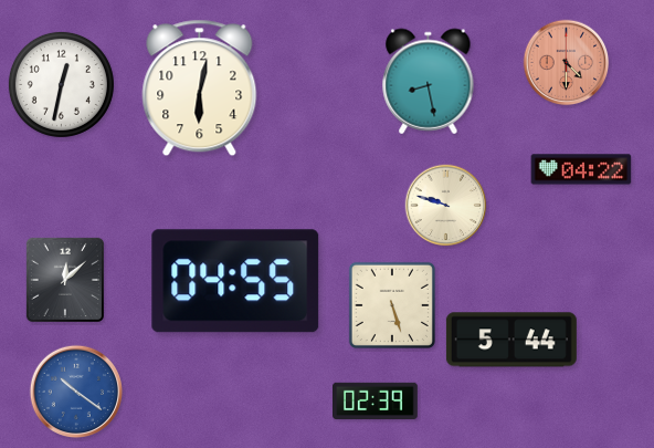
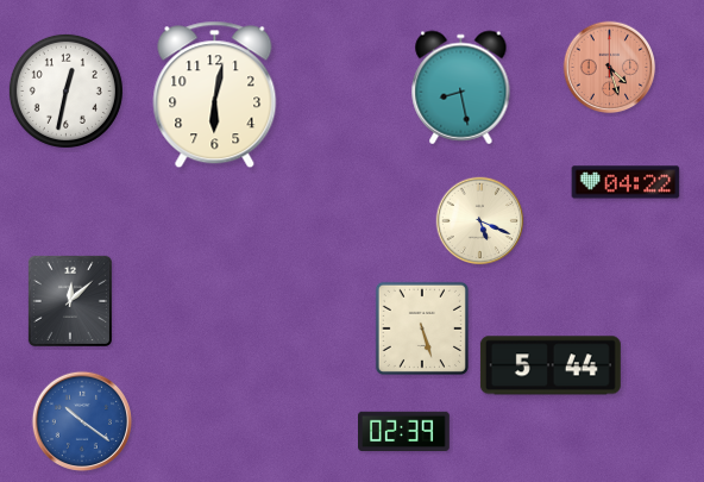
clock at (567, 63): 4:30 -> 4:27
clock at (446, 206): 9:48 -> 5:19
clock at (235, 281): 04:55 -> none
